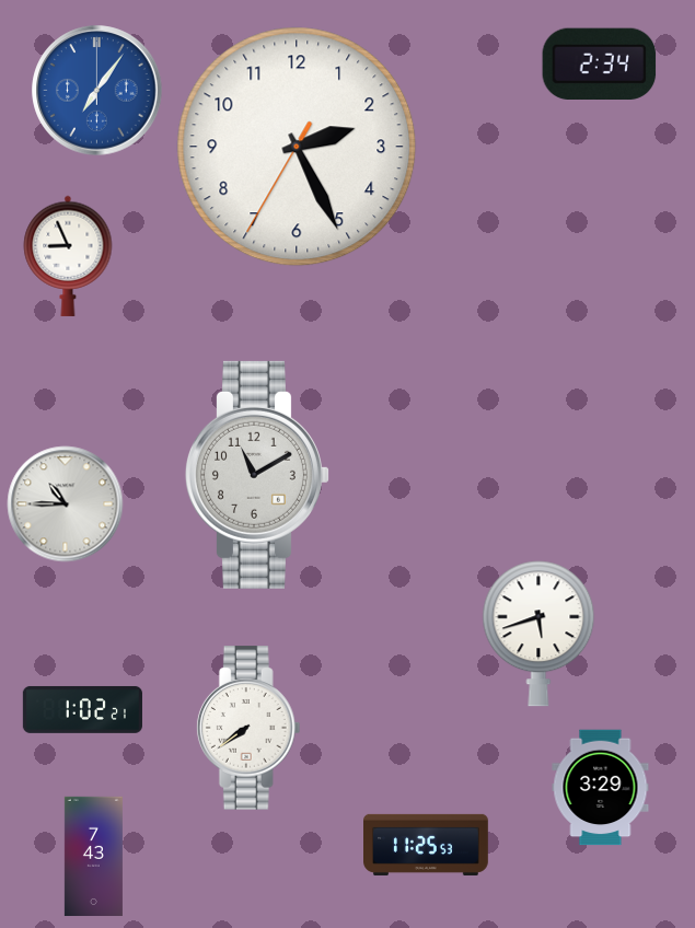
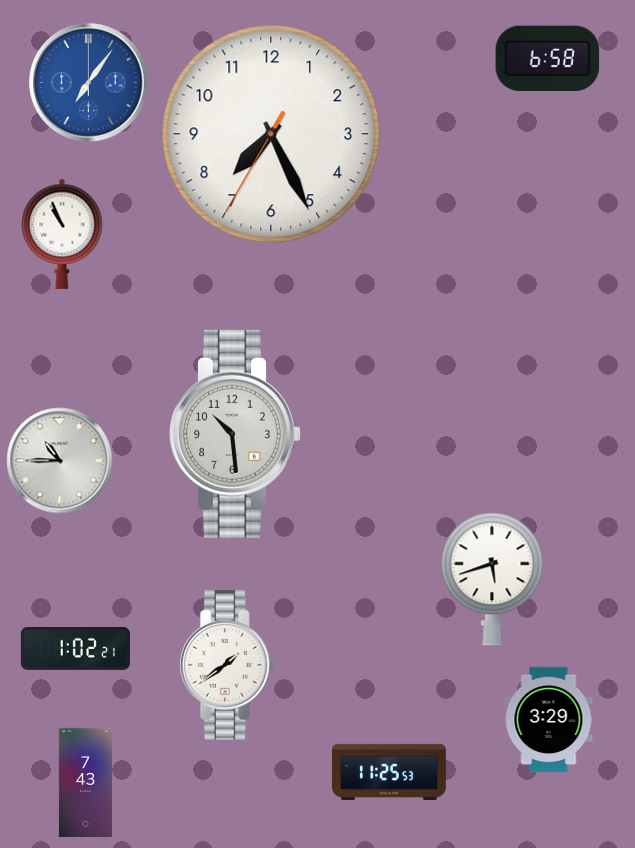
clock at (600, 63): 2:34 -> 6:58
clock at (297, 147): 2:25 -> 7:25
clock at (68, 256): 8:56 -> 10:56
clock at (257, 475): 11:10 -> 10:29
clock at (248, 728): 7:39 -> 1:39
